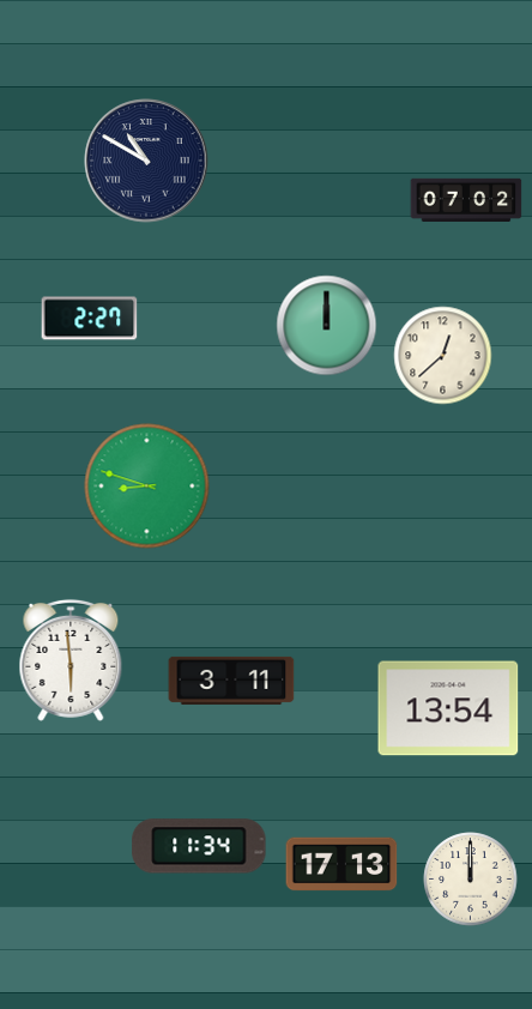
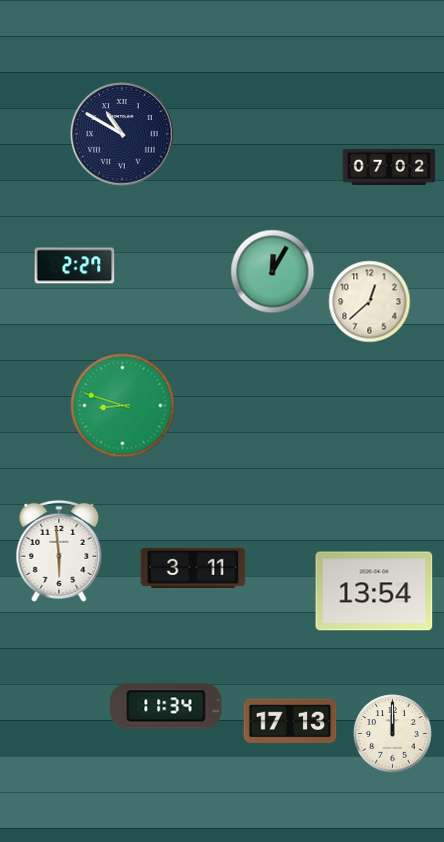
clock at (327, 326): 12:00 -> 12:05
clock at (443, 356) position: (443, 356) -> (370, 302)
clock at (341, 864) position: (341, 864) -> (290, 721)
